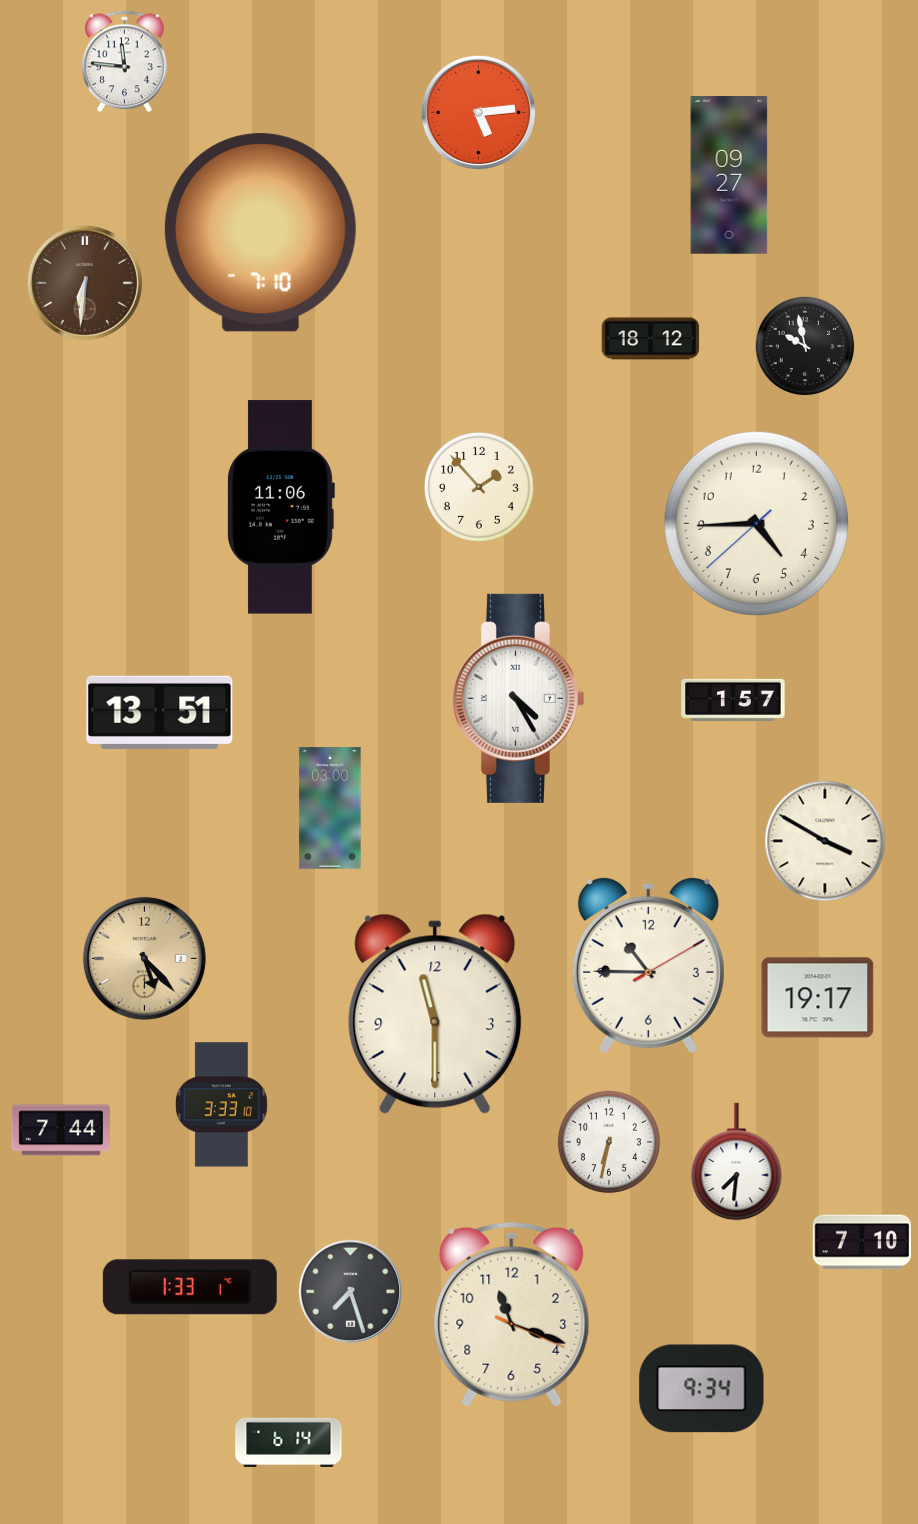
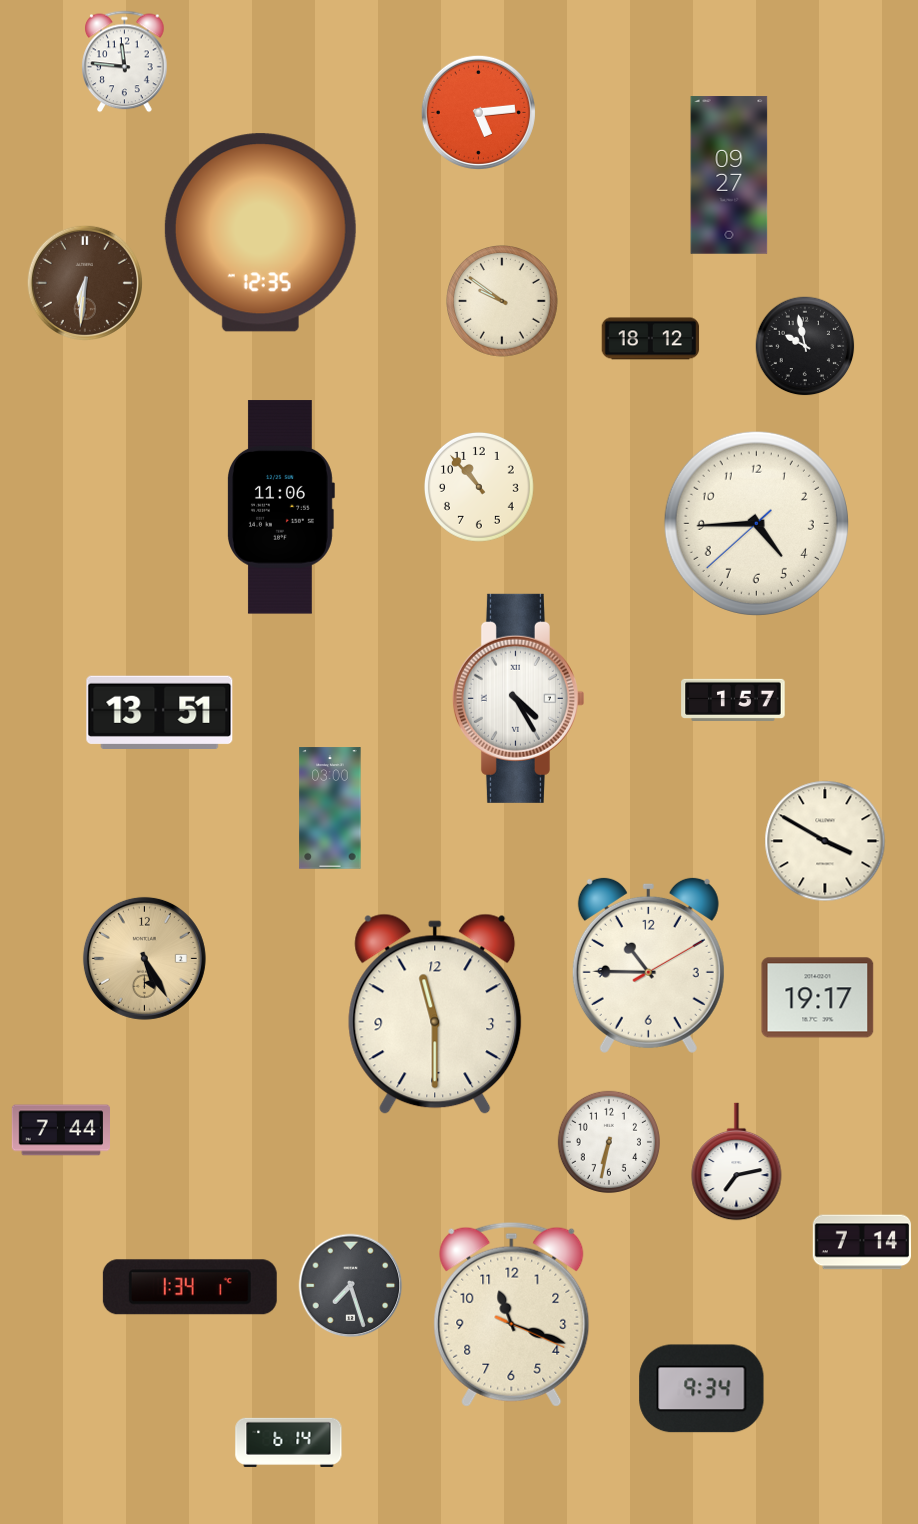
clock at (260, 233): 7:10 -> 12:35
clock at (502, 301): none -> 9:51
clock at (479, 487): 1:53 -> 10:53
clock at (144, 958): 5:23 -> 5:25
clock at (222, 1105): 3:33 -> none
clock at (737, 1162): 7:31 -> 7:13
clock at (861, 1242): 7:10 -> 7:14
clock at (190, 1287): 1:33 -> 1:34
clock at (351, 1292) position: (351, 1292) -> (351, 1286)
